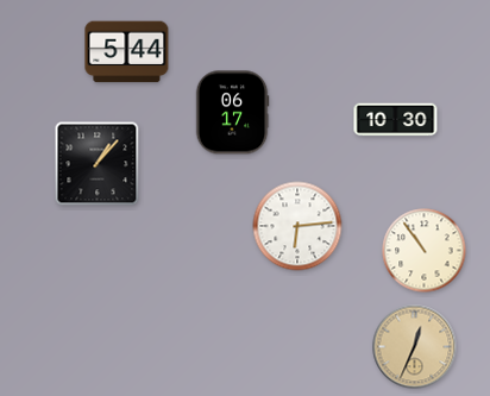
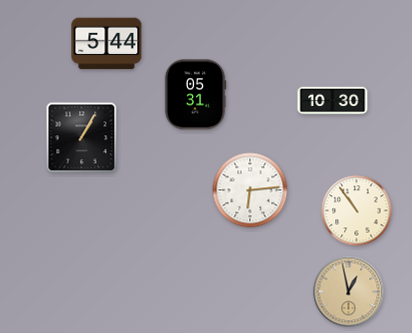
clock at (232, 113): 06:17 -> 05:31
clock at (98, 164): 1:07 -> 1:05
clock at (415, 347): 12:34 -> 12:58
